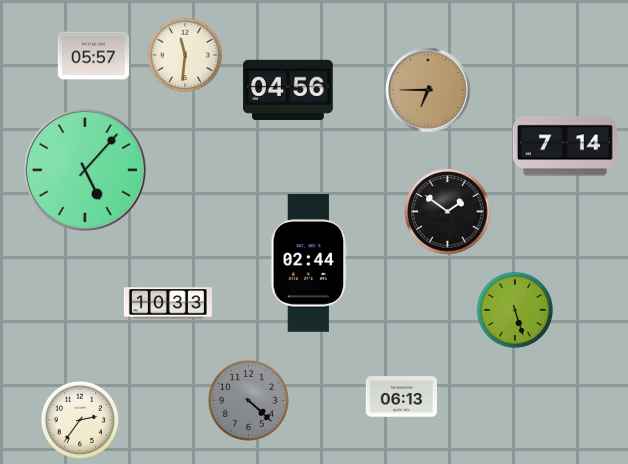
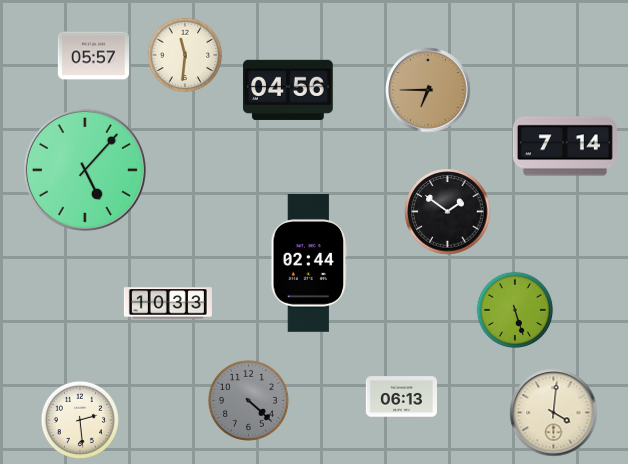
clock at (554, 413): none -> 4:01
clock at (79, 419): 2:36 -> 2:29
